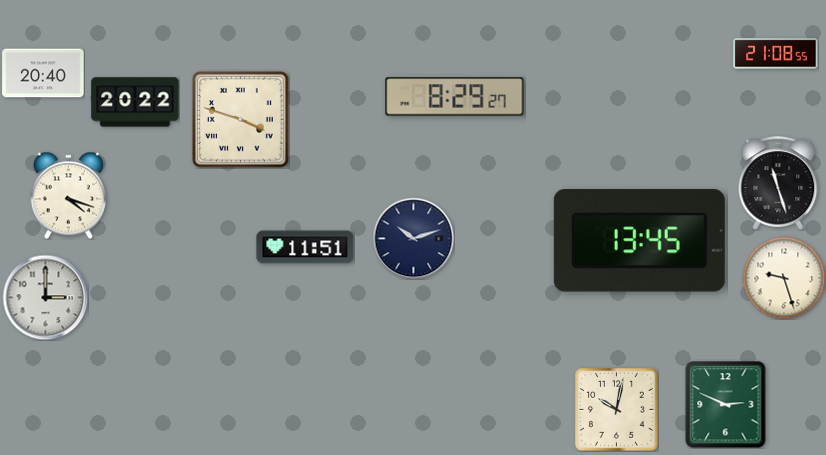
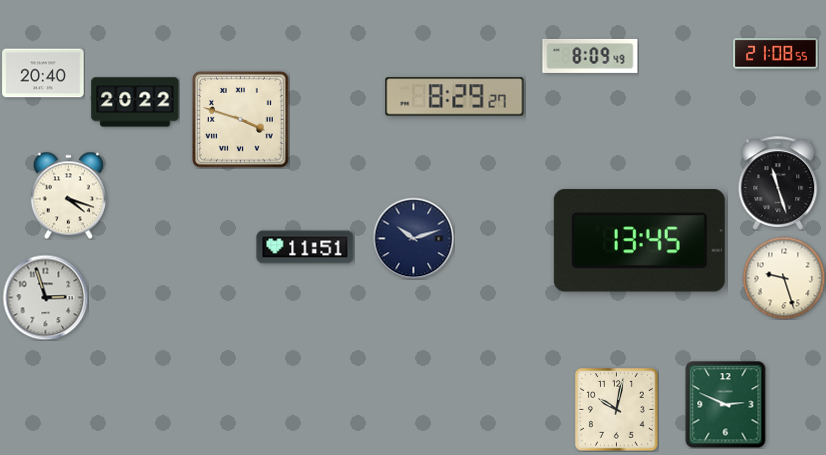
clock at (590, 56): none -> 8:09
clock at (45, 297): 3:00 -> 2:57
